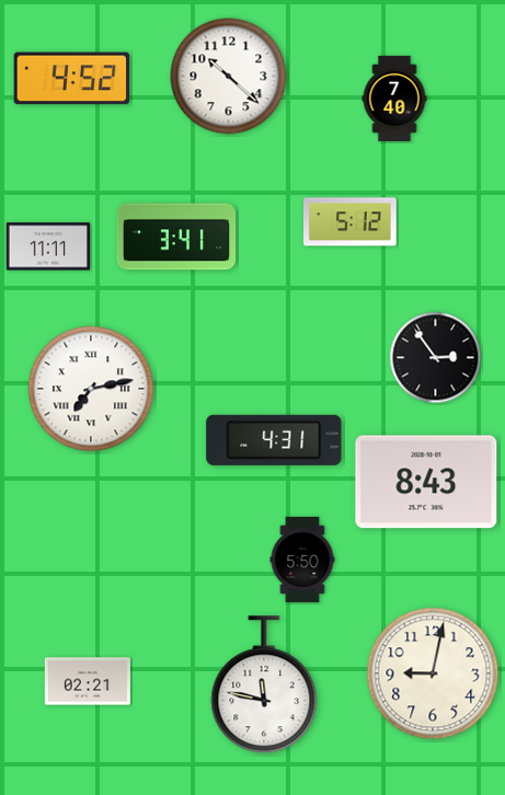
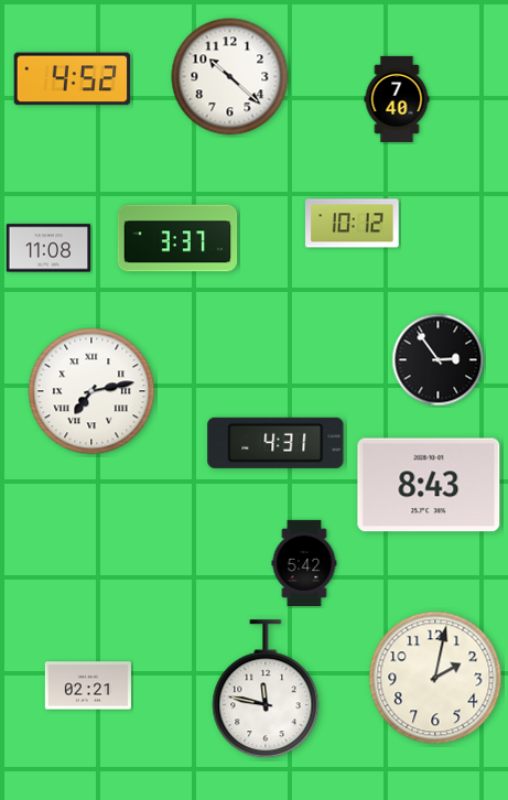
clock at (351, 222): 5:12 -> 10:12
clock at (176, 237): 3:41 -> 3:37
clock at (48, 246): 11:11 -> 11:08
clock at (302, 558): 5:50 -> 5:42
clock at (433, 673): 9:02 -> 2:02
